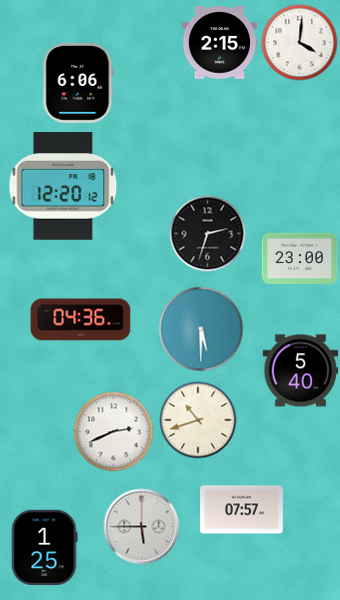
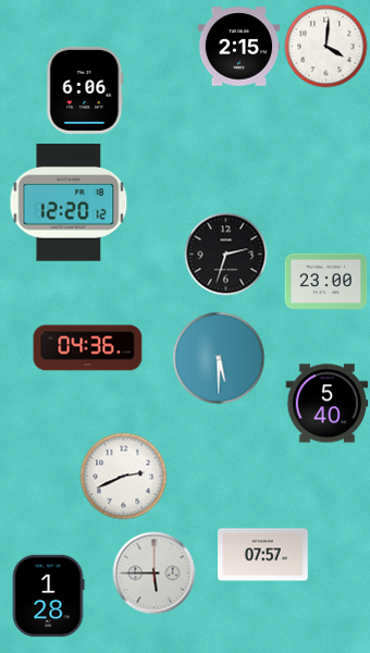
clock at (198, 420): 10:42 -> none
clock at (114, 432) position: (114, 432) -> (124, 477)
clock at (44, 548): 1:25 -> 1:28
